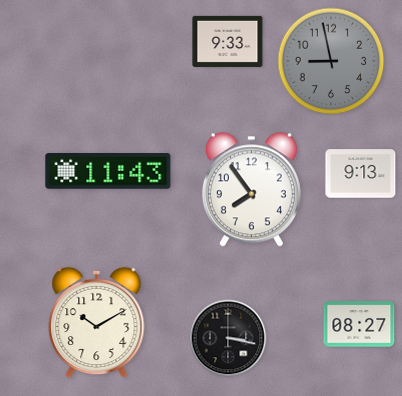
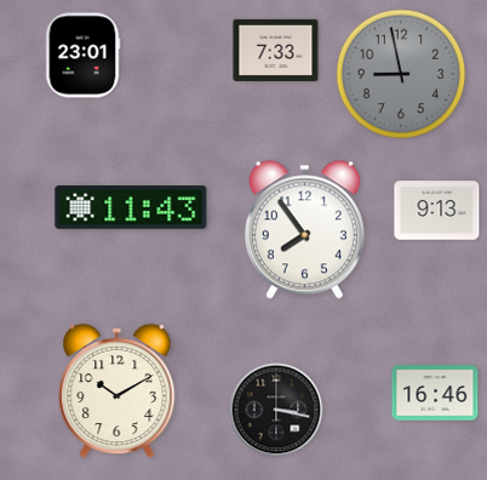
clock at (228, 41): 9:33 -> 7:33
clock at (82, 56): none -> 23:01
clock at (359, 324): 08:27 -> 16:46
